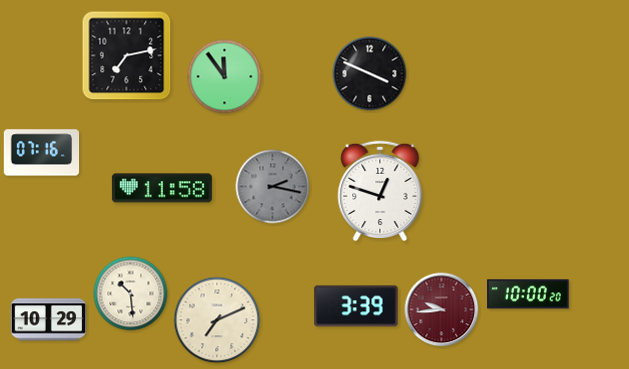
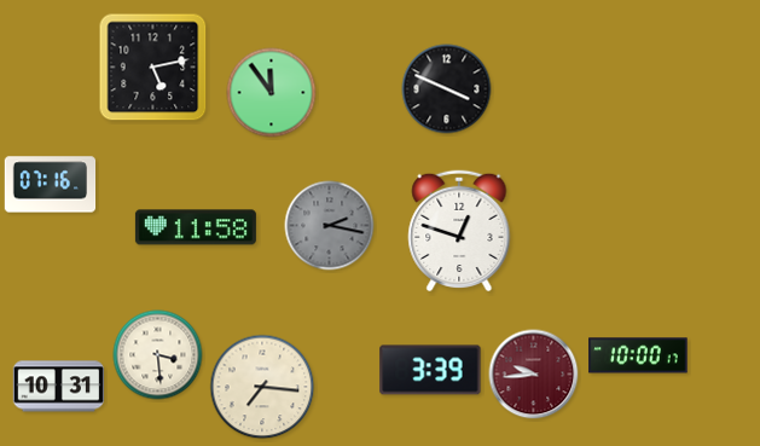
clock at (127, 56): 7:13 -> 5:13
clock at (131, 294): 10:29 -> 3:29
clock at (528, 294): 10:00:20 -> 10:00:17
clock at (49, 320): 10:29 -> 10:31
clock at (217, 320): 7:11 -> 7:16
